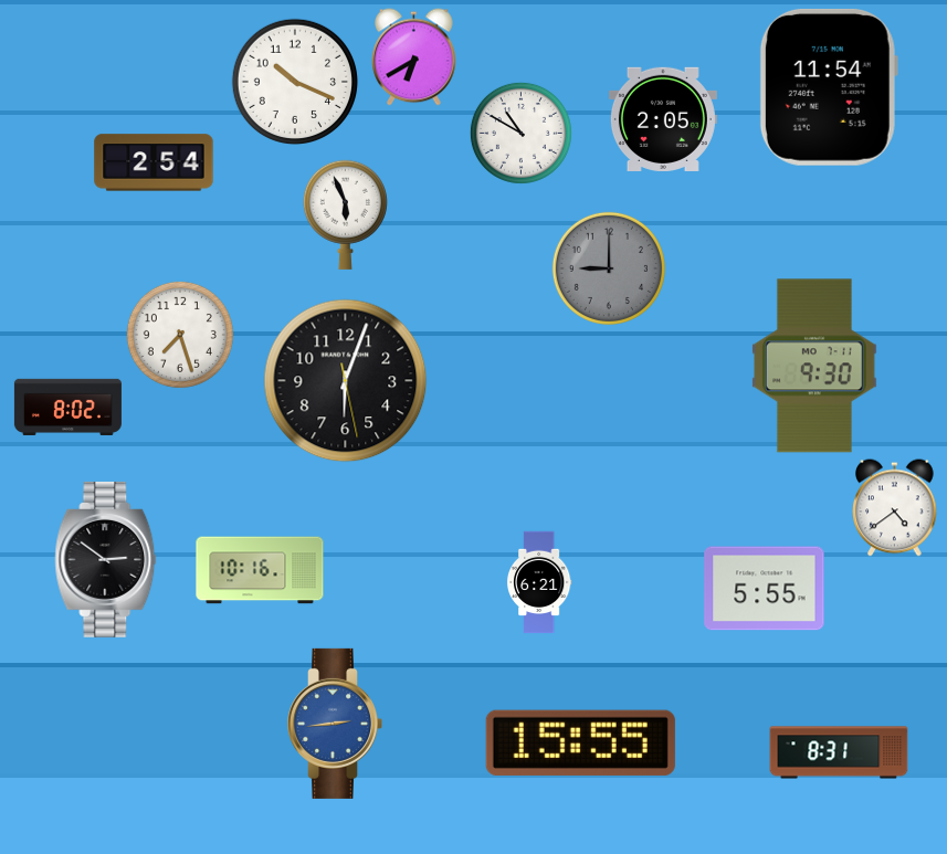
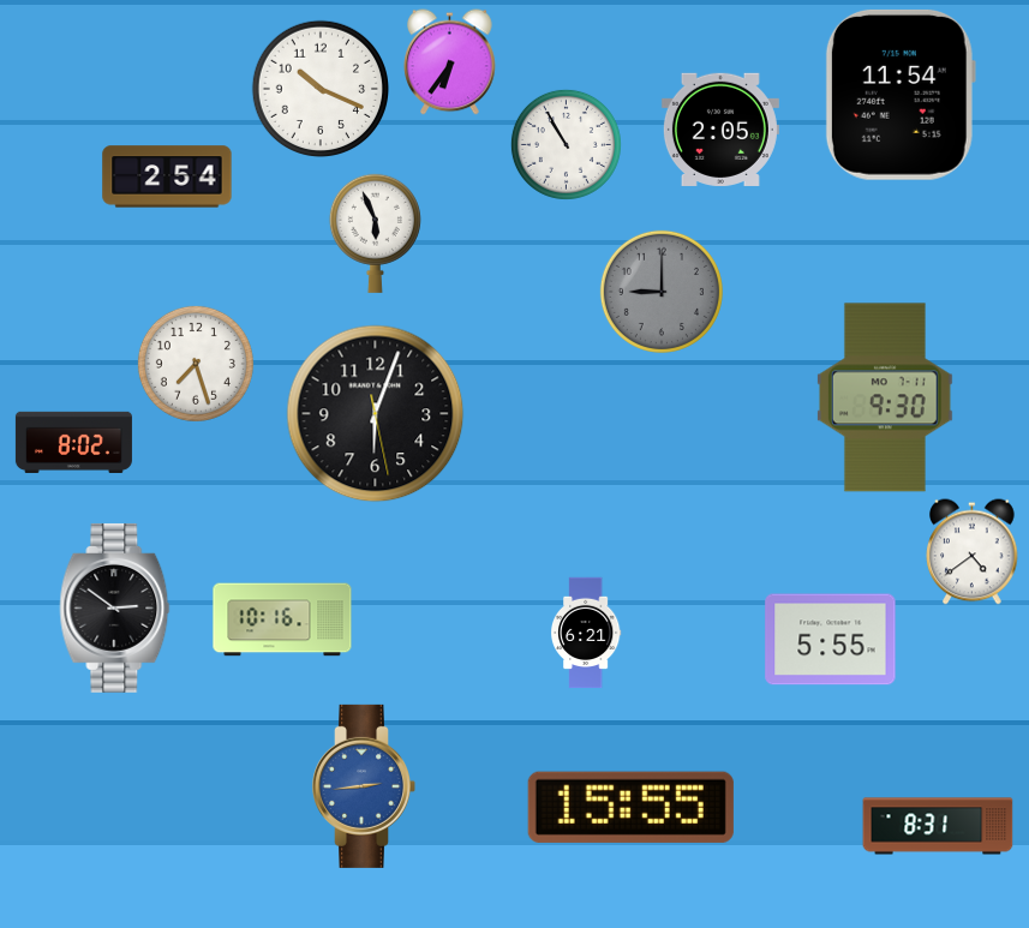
clock at (414, 57): 6:40 -> 6:36
clock at (520, 133): 10:50 -> 10:55
clock at (839, 752) position: (839, 752) -> (938, 826)
